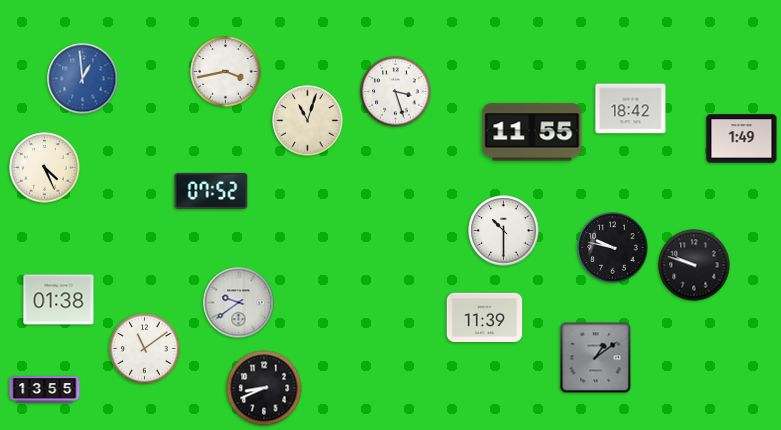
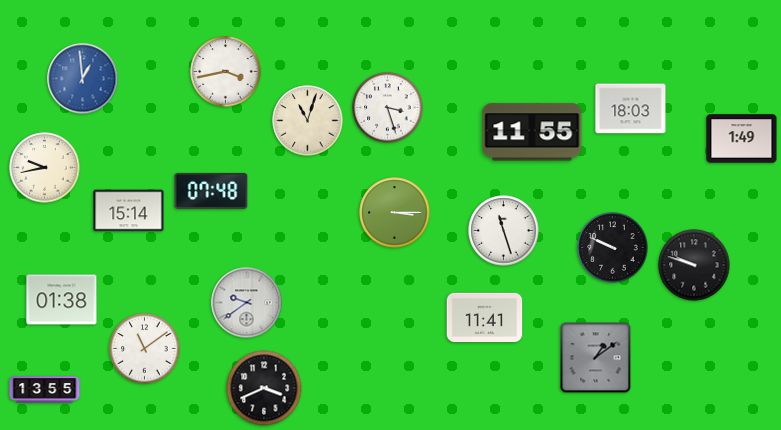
clock at (396, 92) position: (396, 92) -> (388, 108)
clock at (631, 109): 18:42 -> 18:03
clock at (45, 168): 4:26 -> 9:43
clock at (211, 191): 07:52 -> 07:48
clock at (129, 211): none -> 15:14
clock at (395, 213): none -> 3:15
clock at (504, 231): 10:30 -> 11:27
clock at (613, 248): 9:47 -> 9:49
clock at (59, 300) position: (59, 300) -> (62, 300)
clock at (239, 303) position: (239, 303) -> (247, 303)
clock at (485, 317): 11:39 -> 11:41
clock at (264, 388): 8:41 -> 3:41
